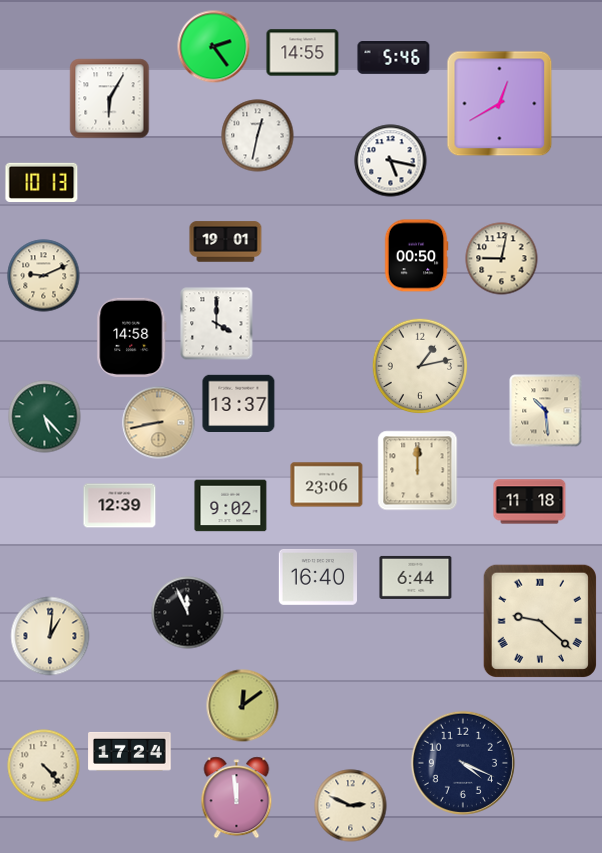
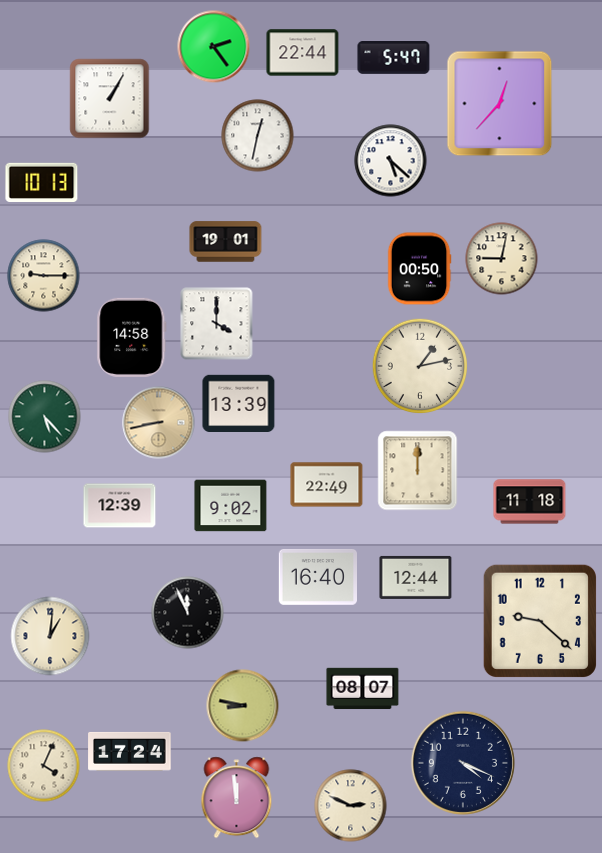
clock at (303, 53): 14:55 -> 22:44
clock at (394, 58): 5:46 -> 5:47
clock at (110, 99): 6:05 -> 1:05
clock at (500, 104): 12:40 -> 12:37
clock at (391, 161): 5:17 -> 5:22
clock at (416, 256) position: (416, 256) -> (419, 269)
clock at (44, 276): 9:11 -> 9:15
clock at (239, 403): 13:37 -> 13:39
clock at (546, 411): 10:29 -> none
clock at (327, 485): 23:06 -> 22:49
clock at (416, 577): 6:44 -> 12:44
clock at (540, 621) numerals: Roman -> Arabic
clock at (363, 689): none -> 08:07
clock at (243, 706): 12:09 -> 8:47
clock at (44, 766): 4:23 -> 4:04
